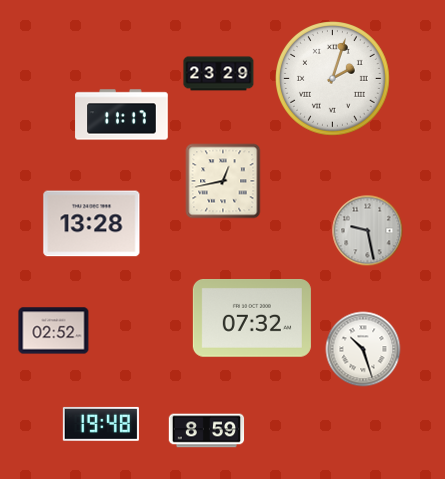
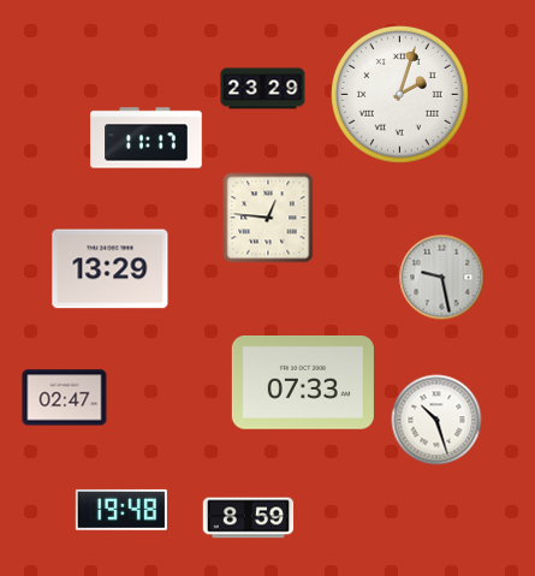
clock at (223, 181): 12:43 -> 12:46
clock at (92, 224): 13:28 -> 13:29
clock at (252, 319): 07:32 -> 07:33
clock at (54, 331): 02:52 -> 02:47
